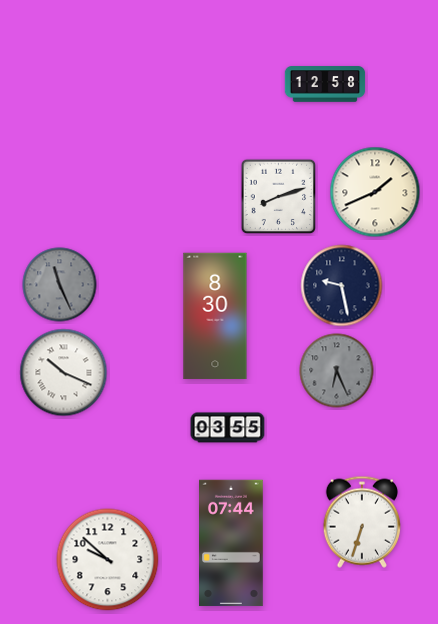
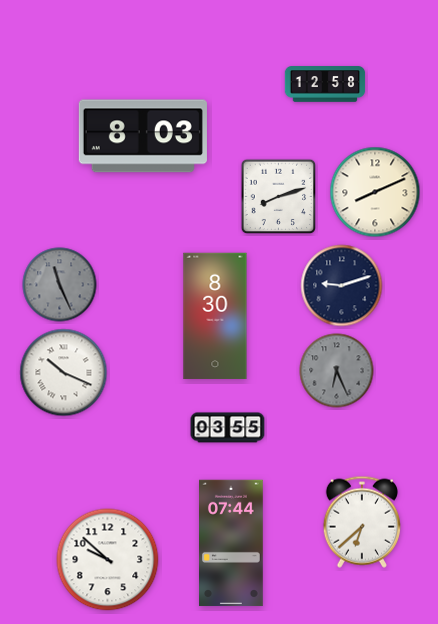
clock at (143, 136): none -> 8:03
clock at (375, 192): 1:41 -> 8:11
clock at (342, 286): 9:28 -> 9:12
clock at (362, 522): 6:33 -> 6:38
